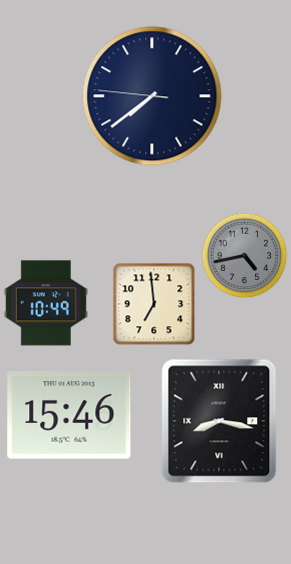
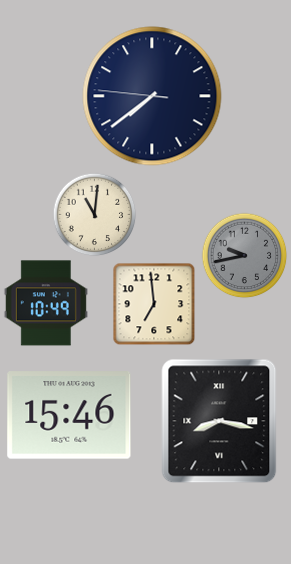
clock at (94, 214): none -> 11:01
clock at (244, 255): 4:43 -> 9:43
